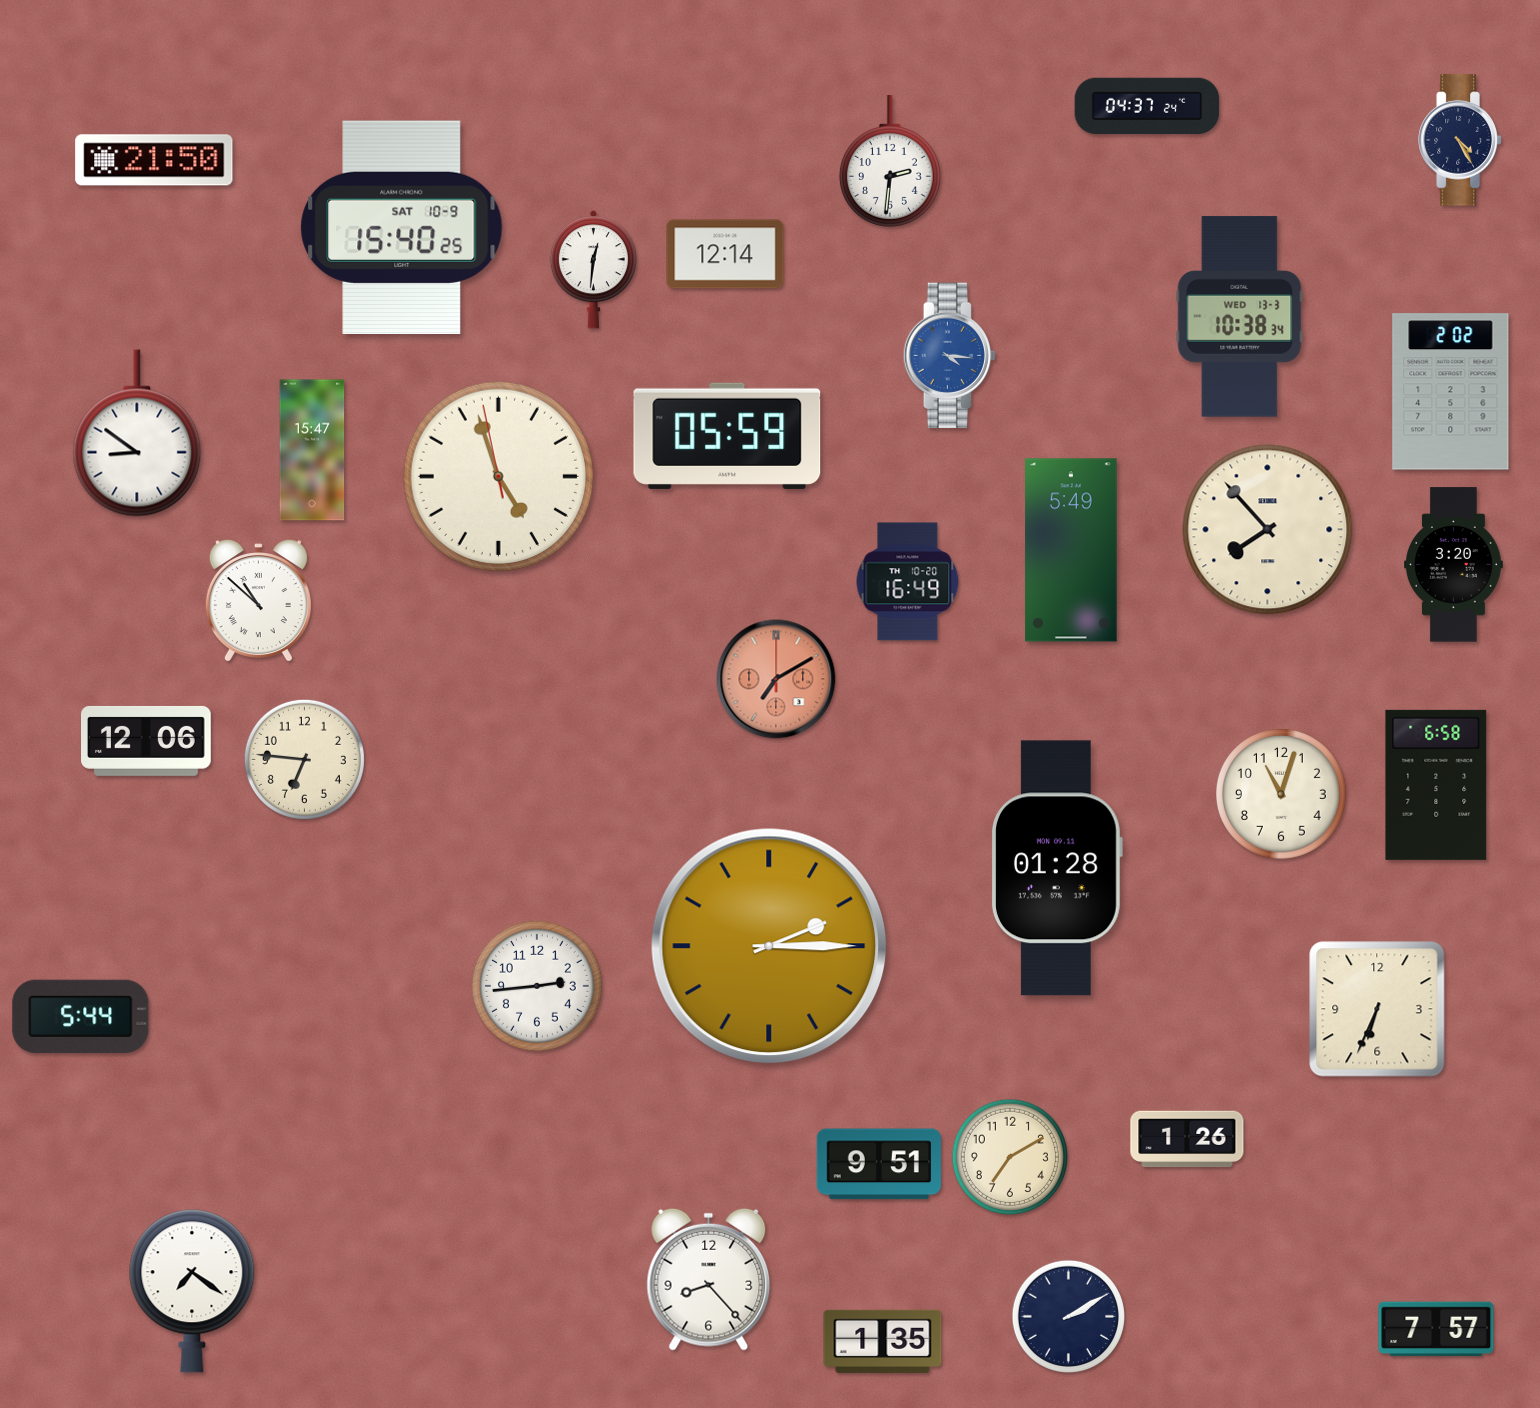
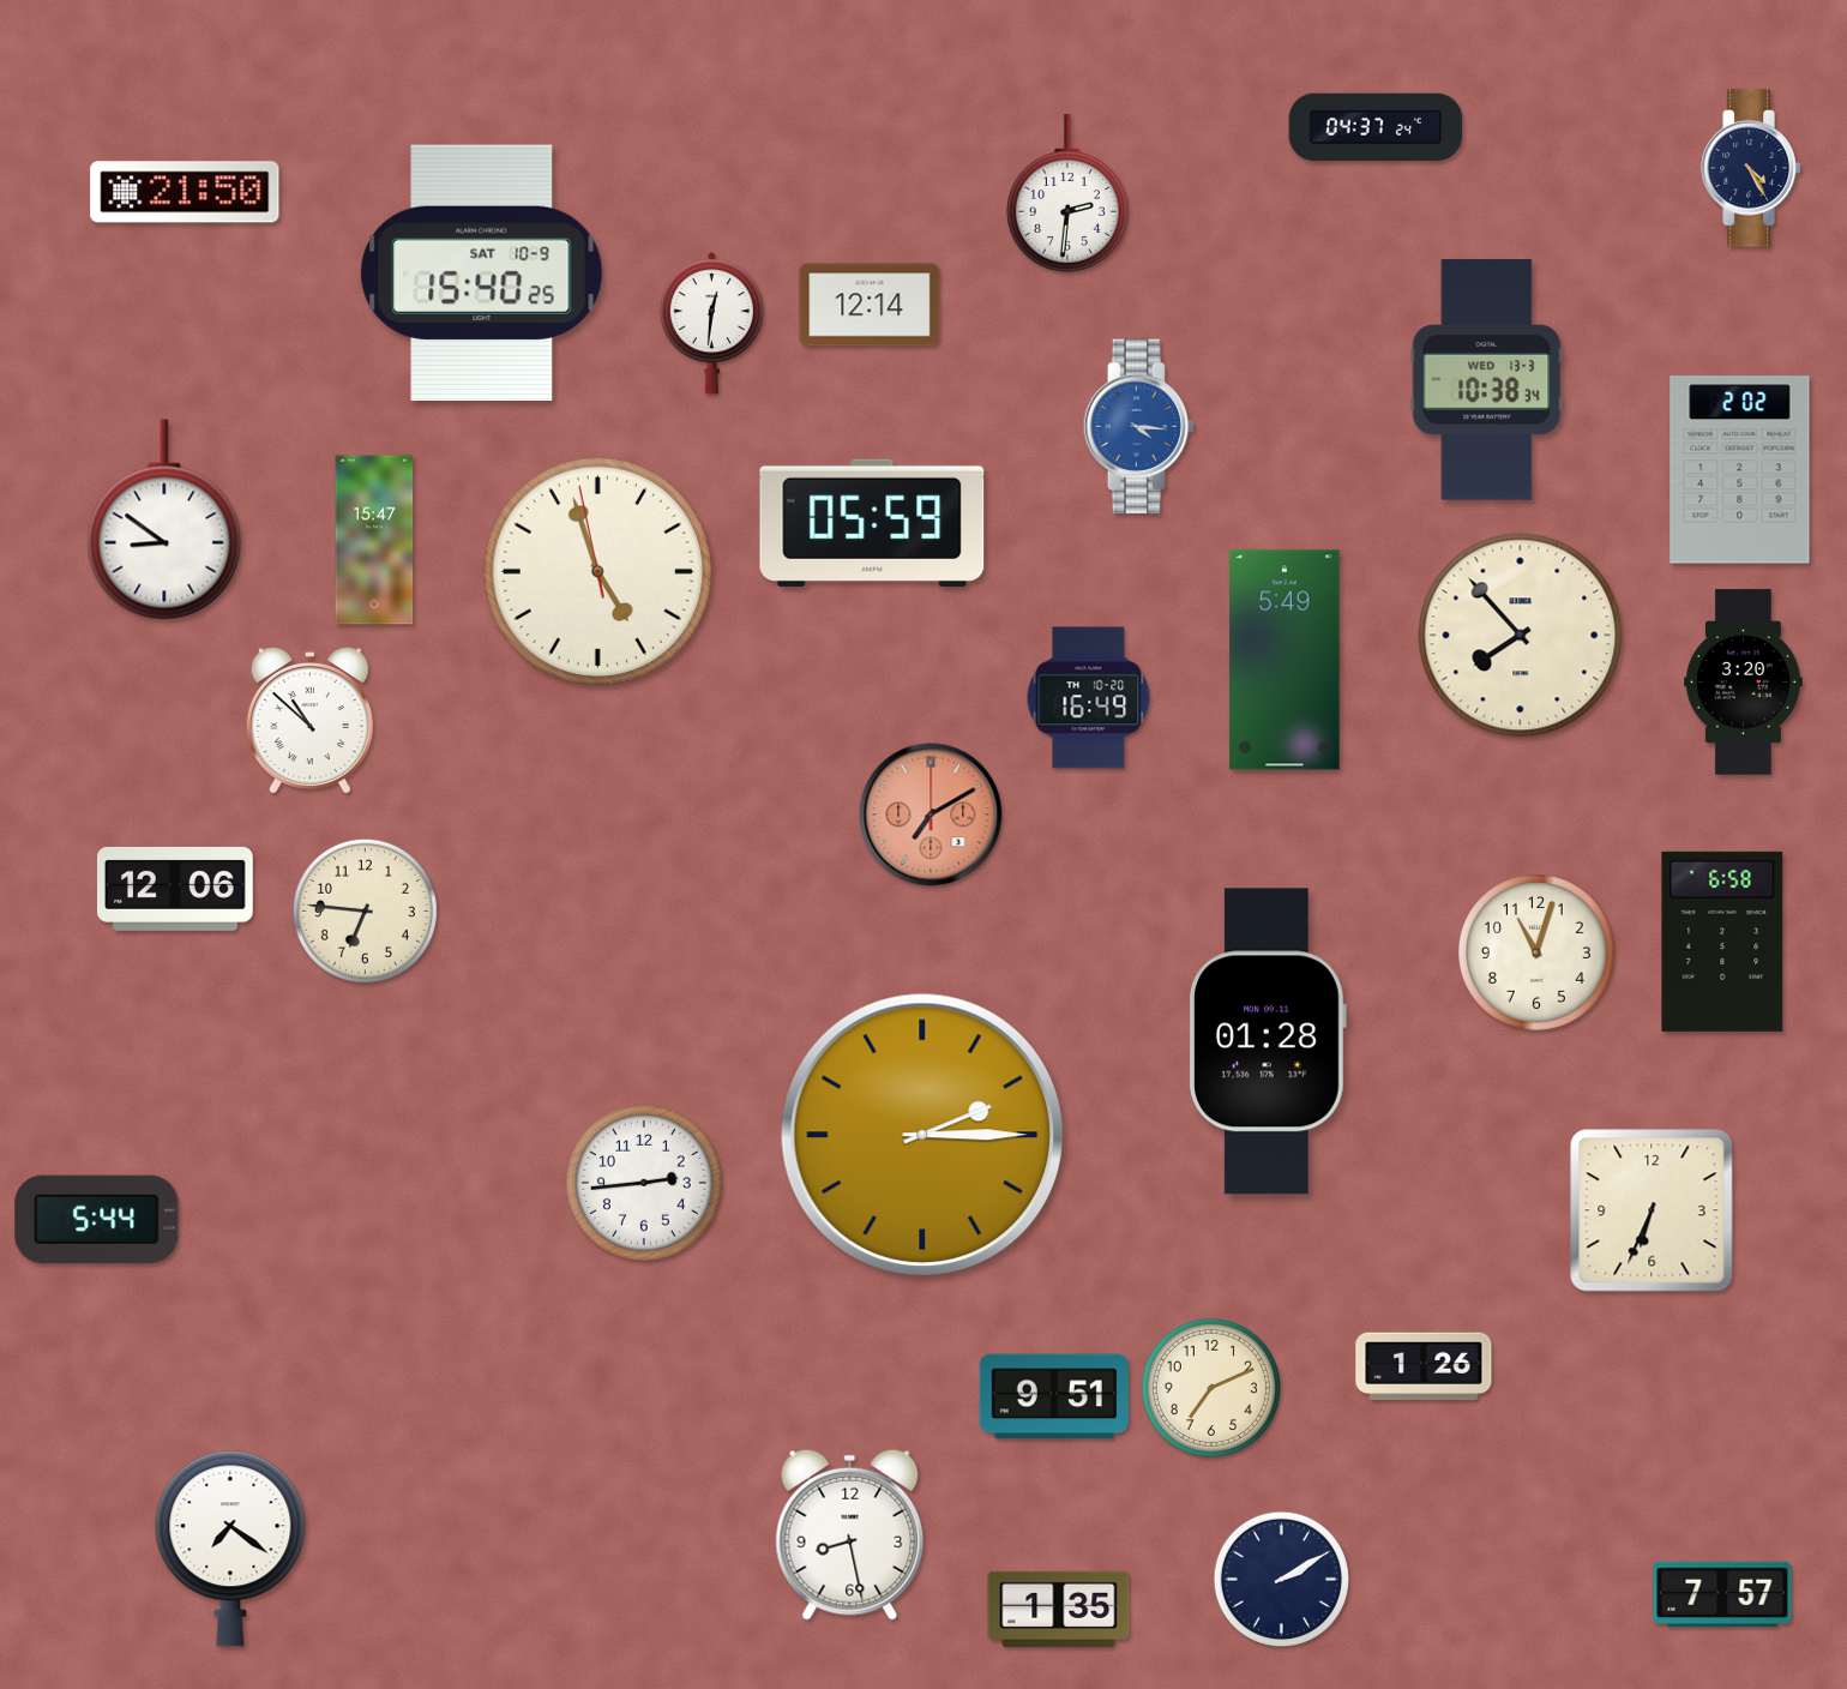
clock at (1454, 565) position: (1454, 565) -> (1744, 683)
clock at (1010, 1157): 7:10 -> 7:11
clock at (709, 1279): 8:23 -> 8:28
